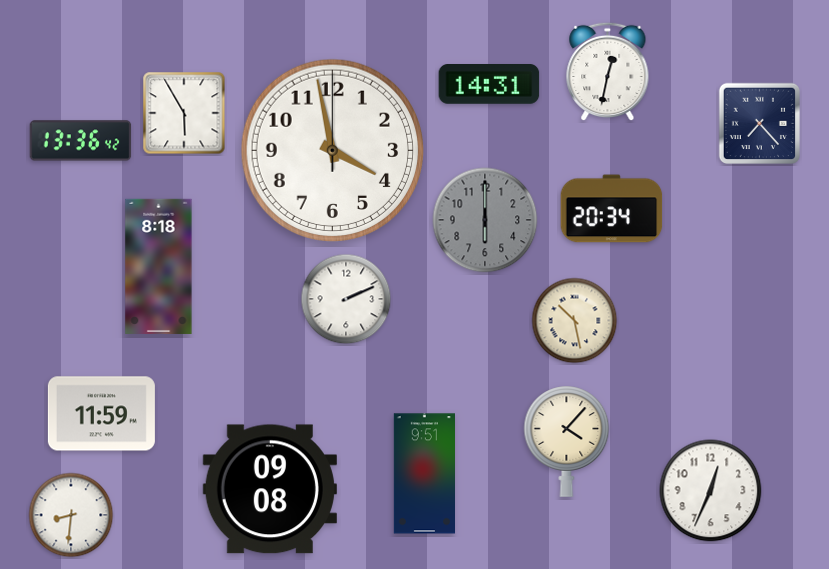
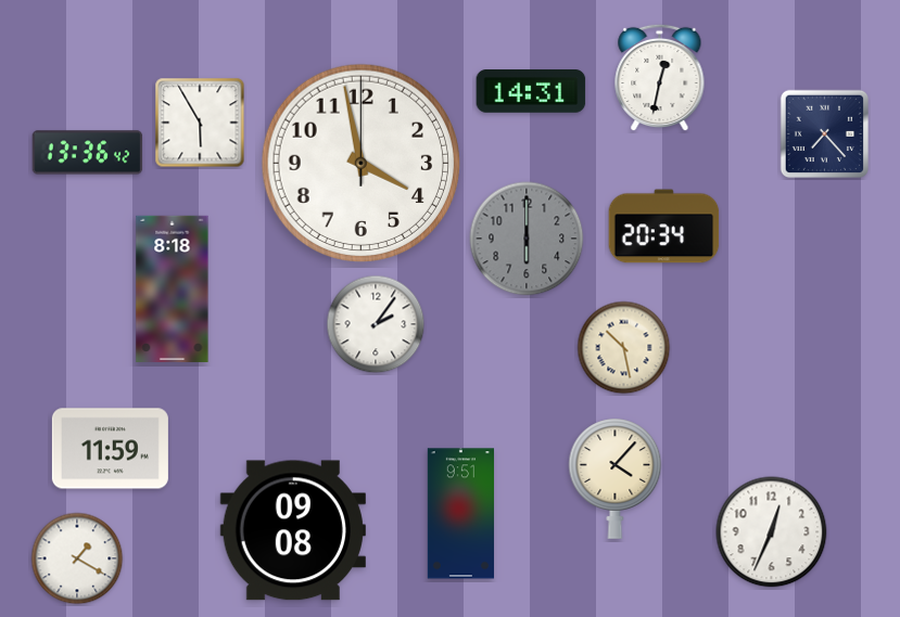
clock at (346, 299): 2:11 -> 2:06
clock at (71, 515): 8:31 -> 1:20
